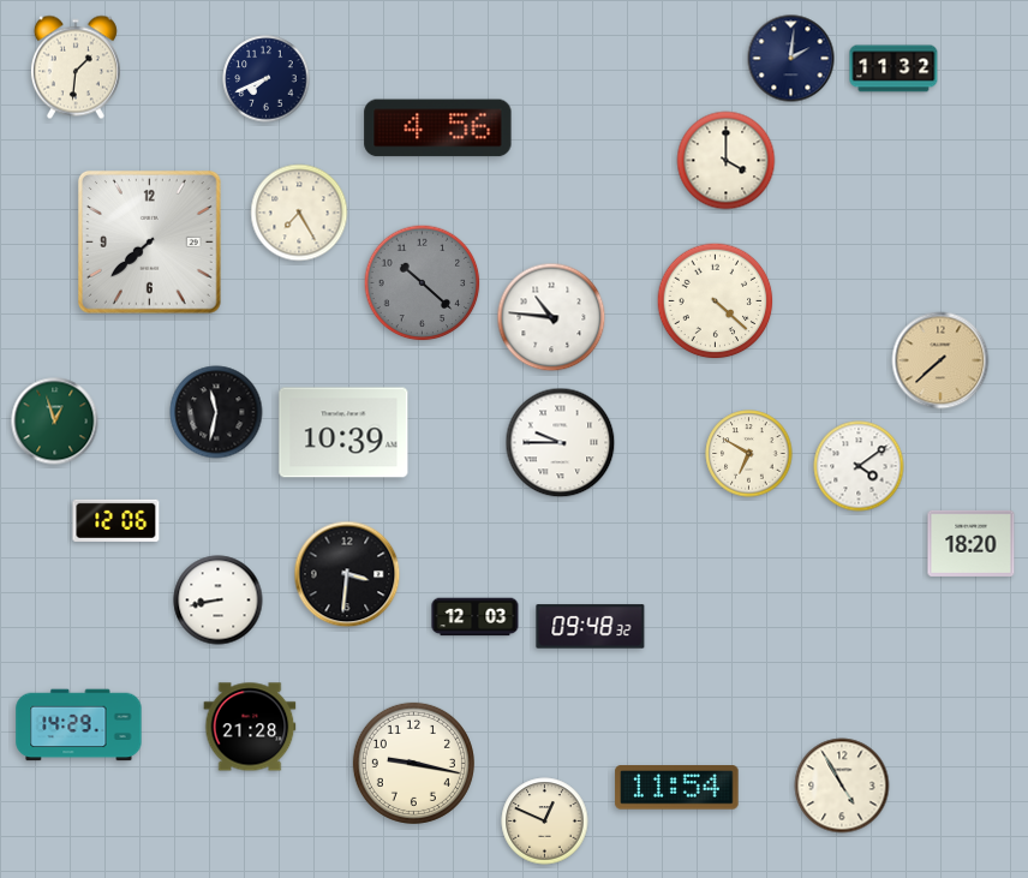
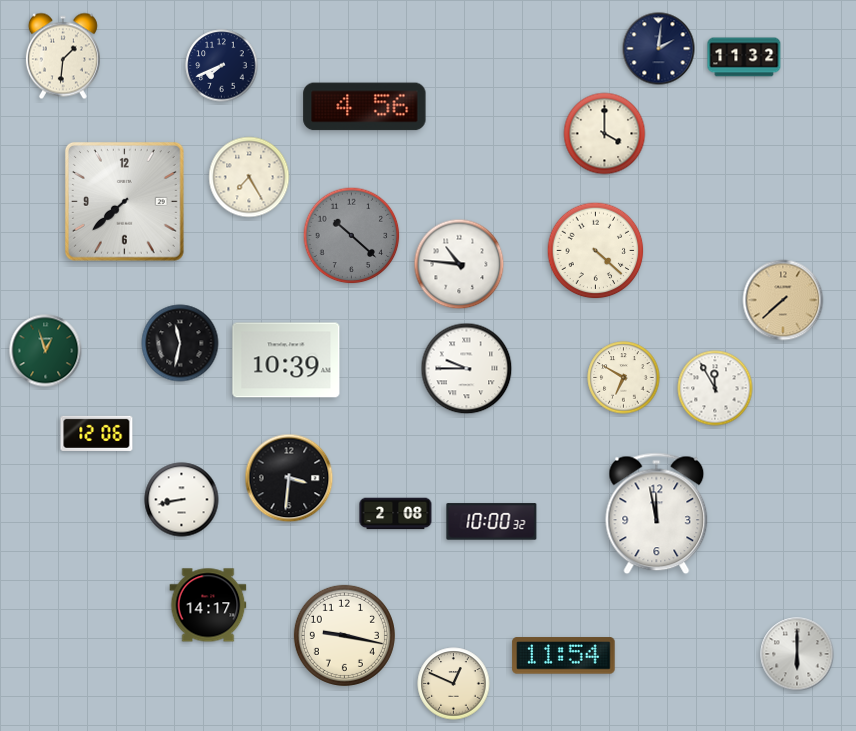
clock at (859, 466): 4:09 -> 11:55
clock at (972, 543): 18:20 -> none
clock at (476, 617): 12:03 -> 2:08
clock at (657, 514): none -> 11:58
clock at (591, 627): 09:48 -> 10:00
clock at (79, 725): 14:29 -> none
clock at (250, 727): 21:28 -> 14:17
clock at (842, 786): 4:55 -> none
clock at (797, 654): none -> 6:00
